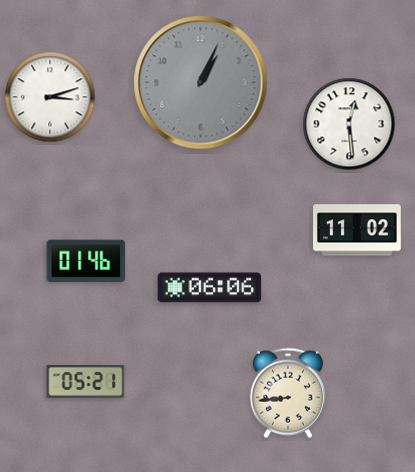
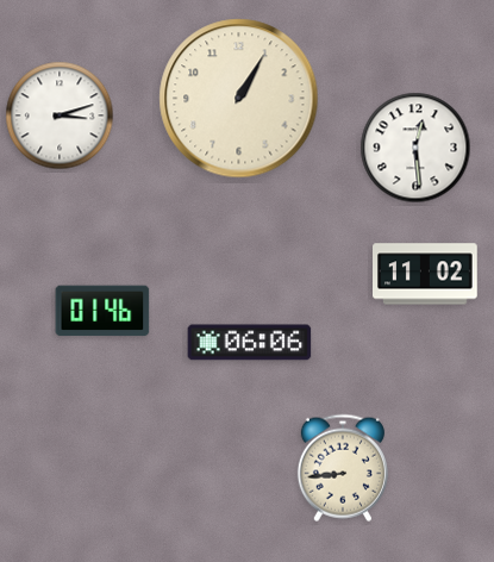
clock at (201, 83): 1:04 -> 1:05
clock at (201, 83) dial: grey -> cream
clock at (86, 382): 05:21 -> none
